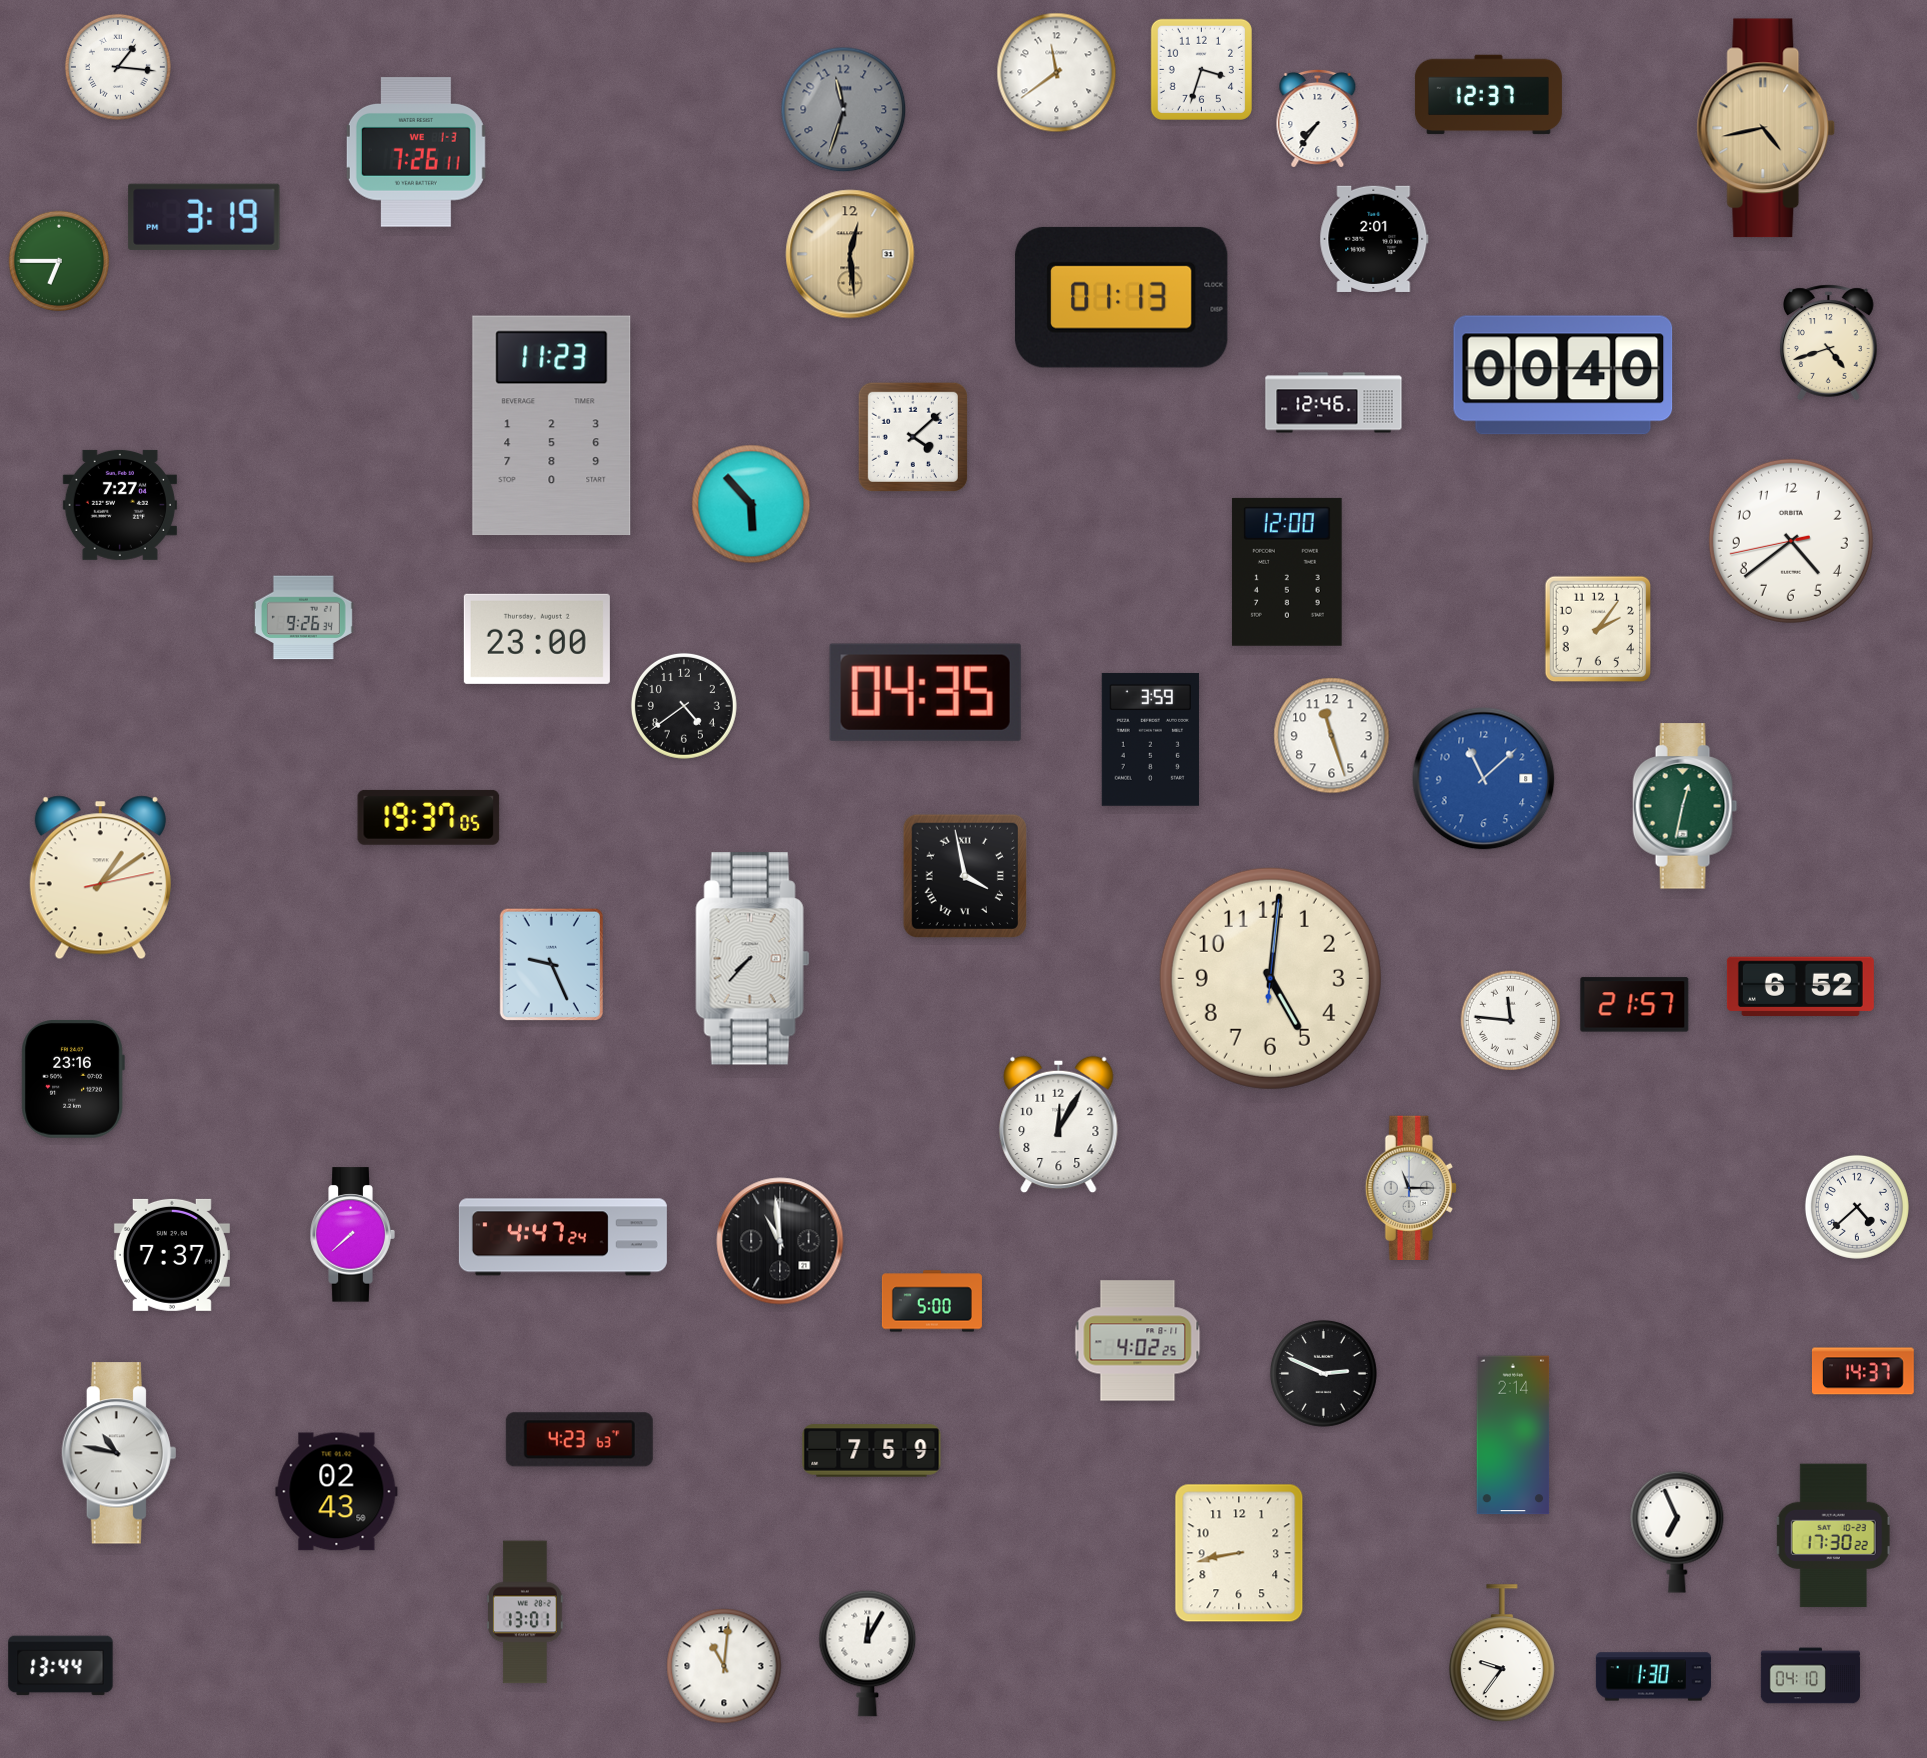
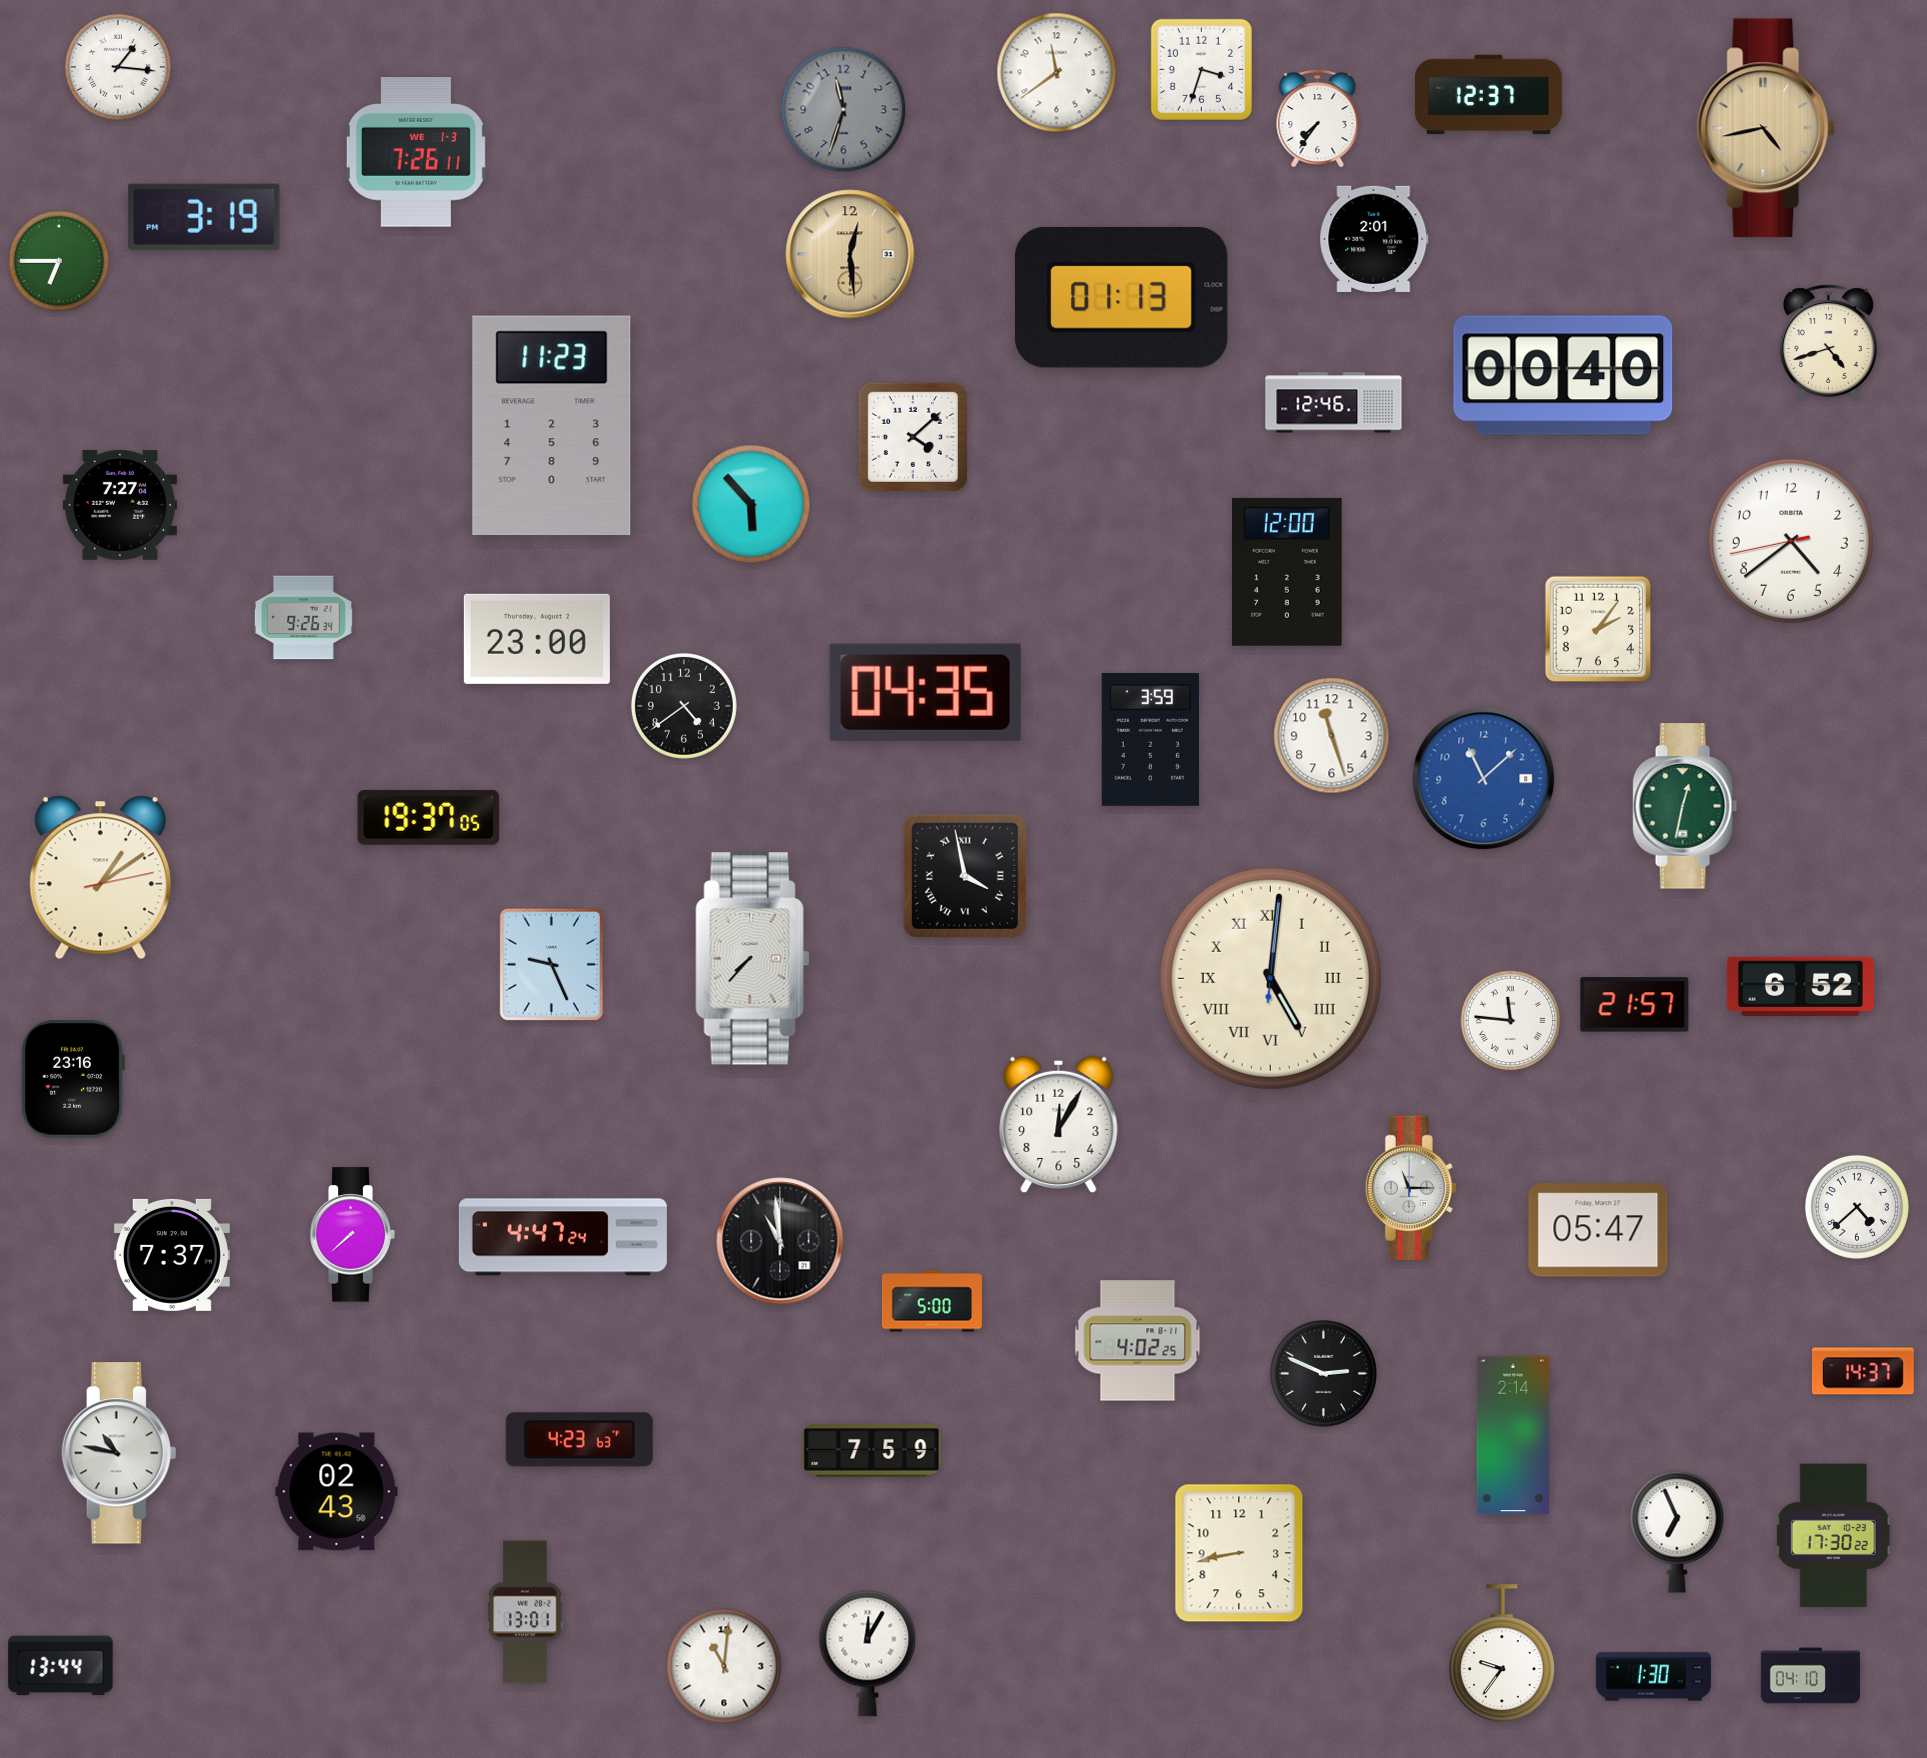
clock at (1270, 978) numerals: Arabic -> Roman
clock at (1598, 1230): none -> 05:47
